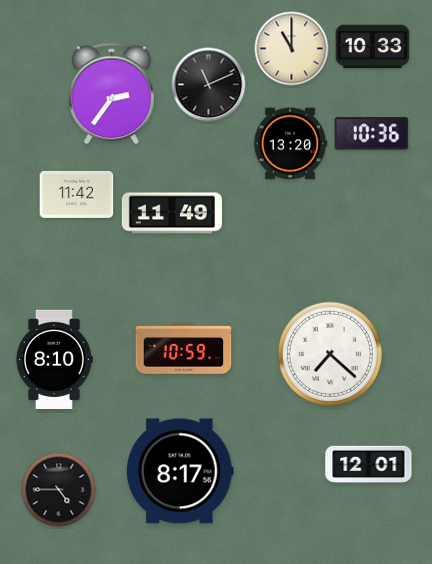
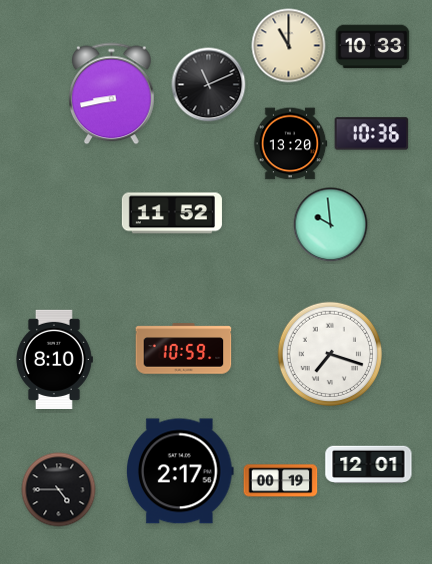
clock at (292, 49) position: (292, 49) -> (289, 46)
clock at (112, 94): 2:36 -> 8:43
clock at (77, 194): 11:42 -> none
clock at (172, 213): 11:49 -> 11:52
clock at (331, 225): none -> 9:59
clock at (329, 353): 7:22 -> 7:18
clock at (180, 471): 8:17 -> 2:17
clock at (281, 481): none -> 00:19
